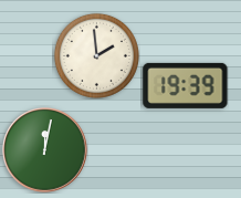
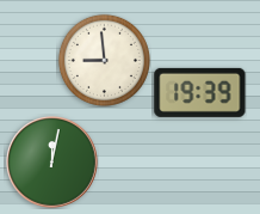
clock at (96, 55): 1:59 -> 8:59
clock at (45, 150) position: (45, 150) -> (52, 163)
